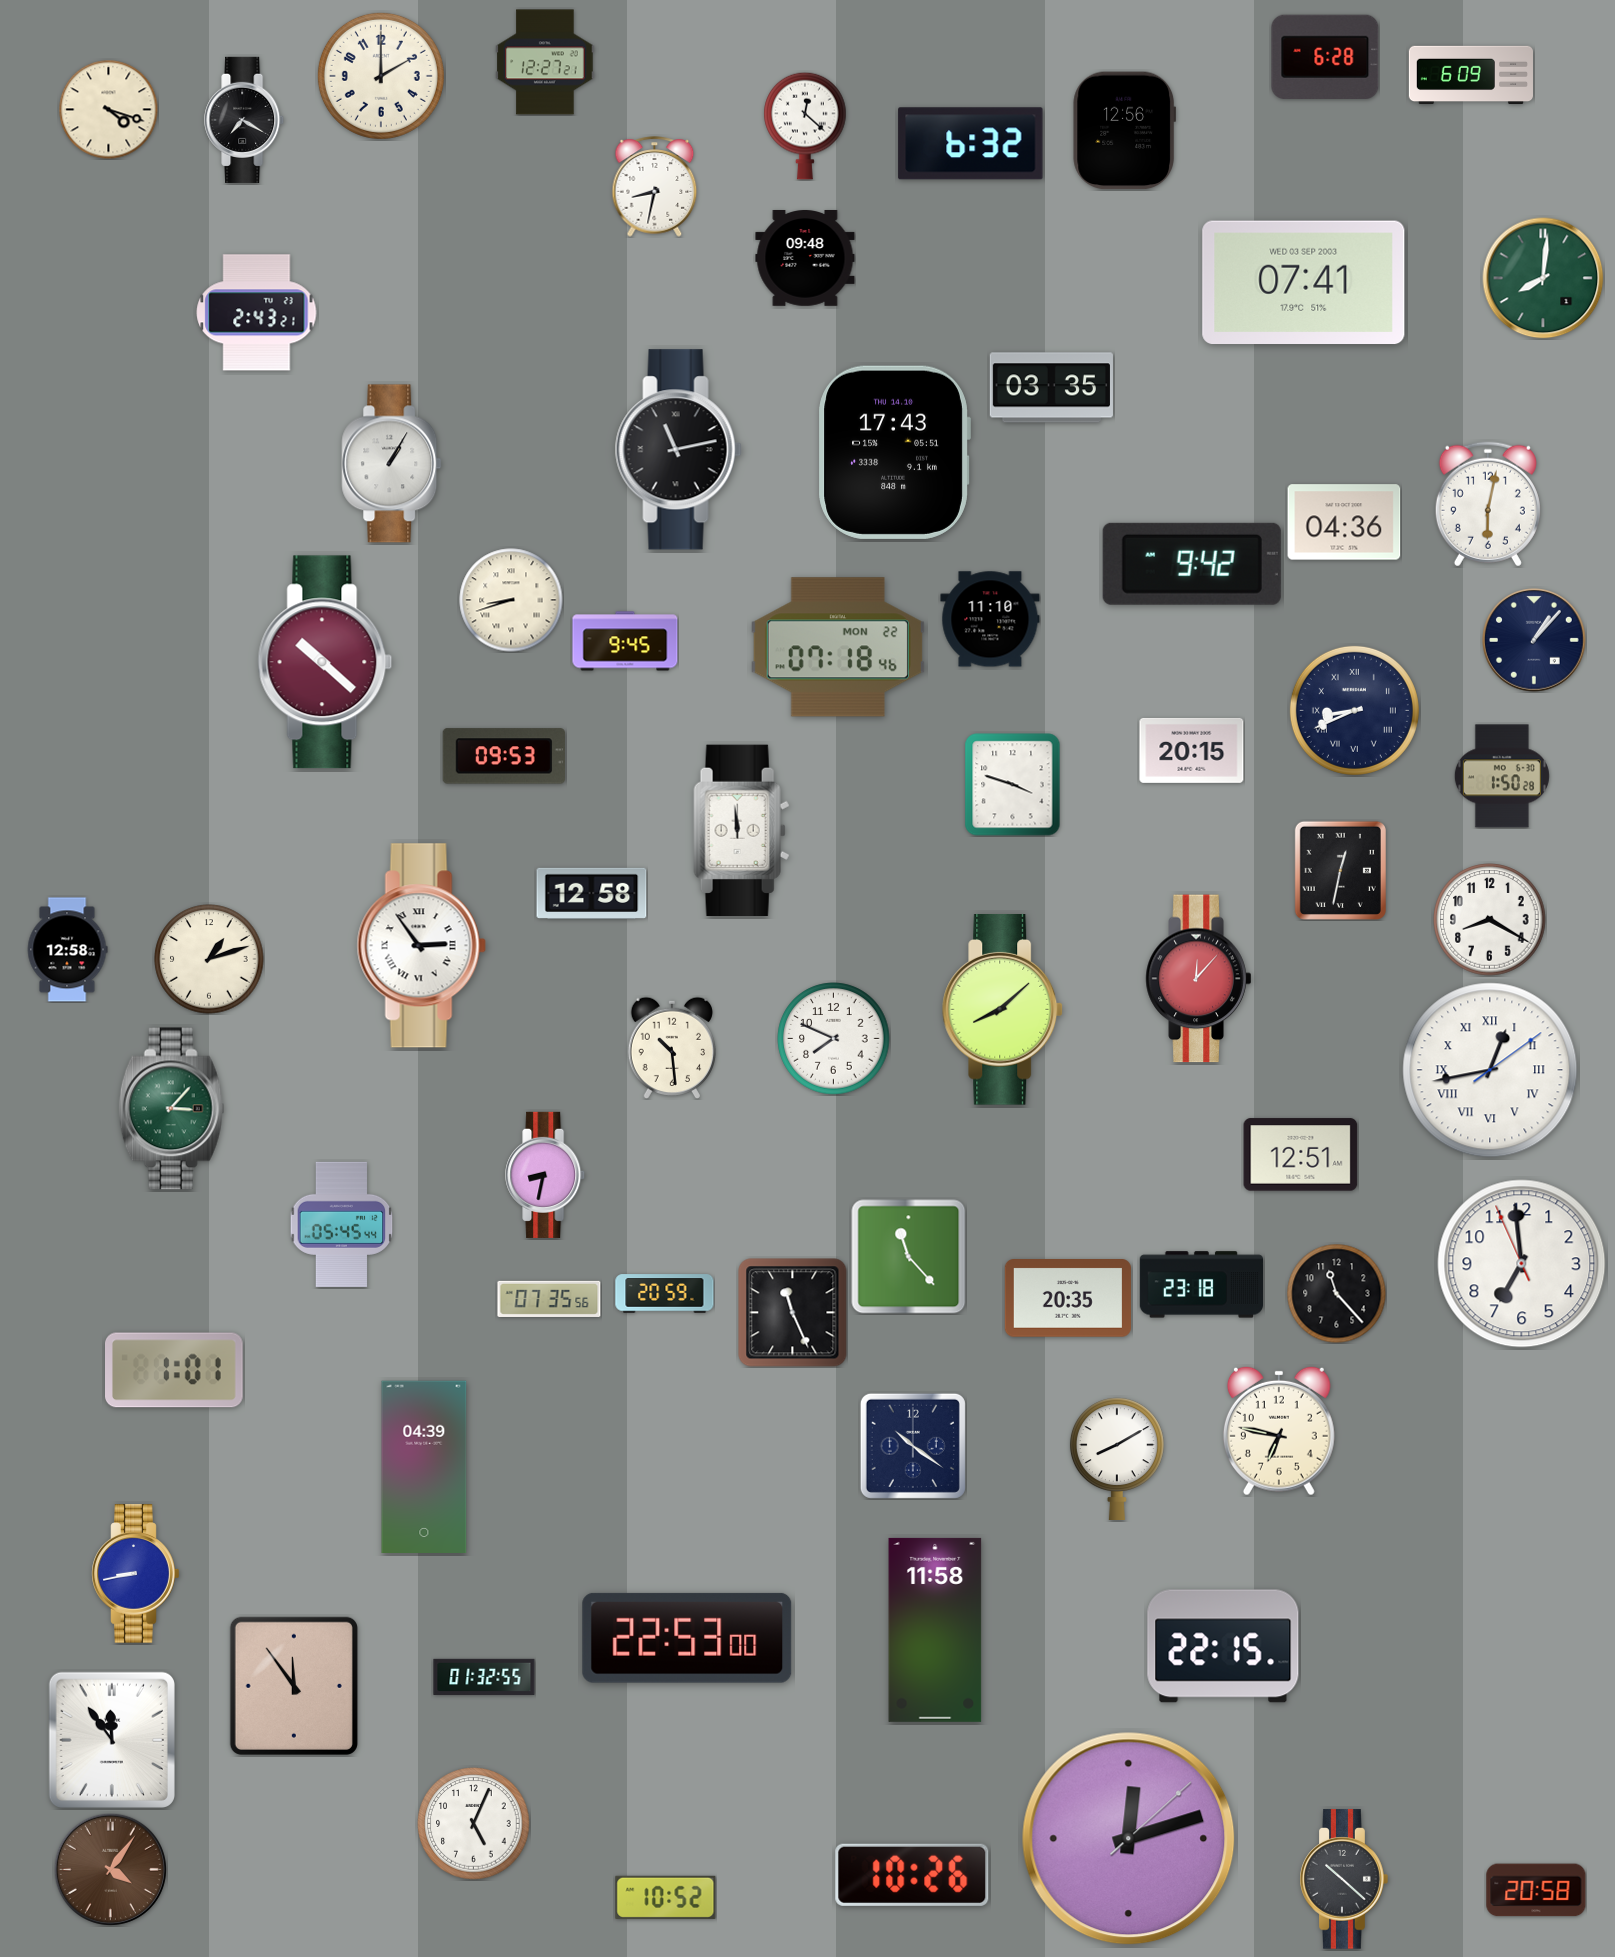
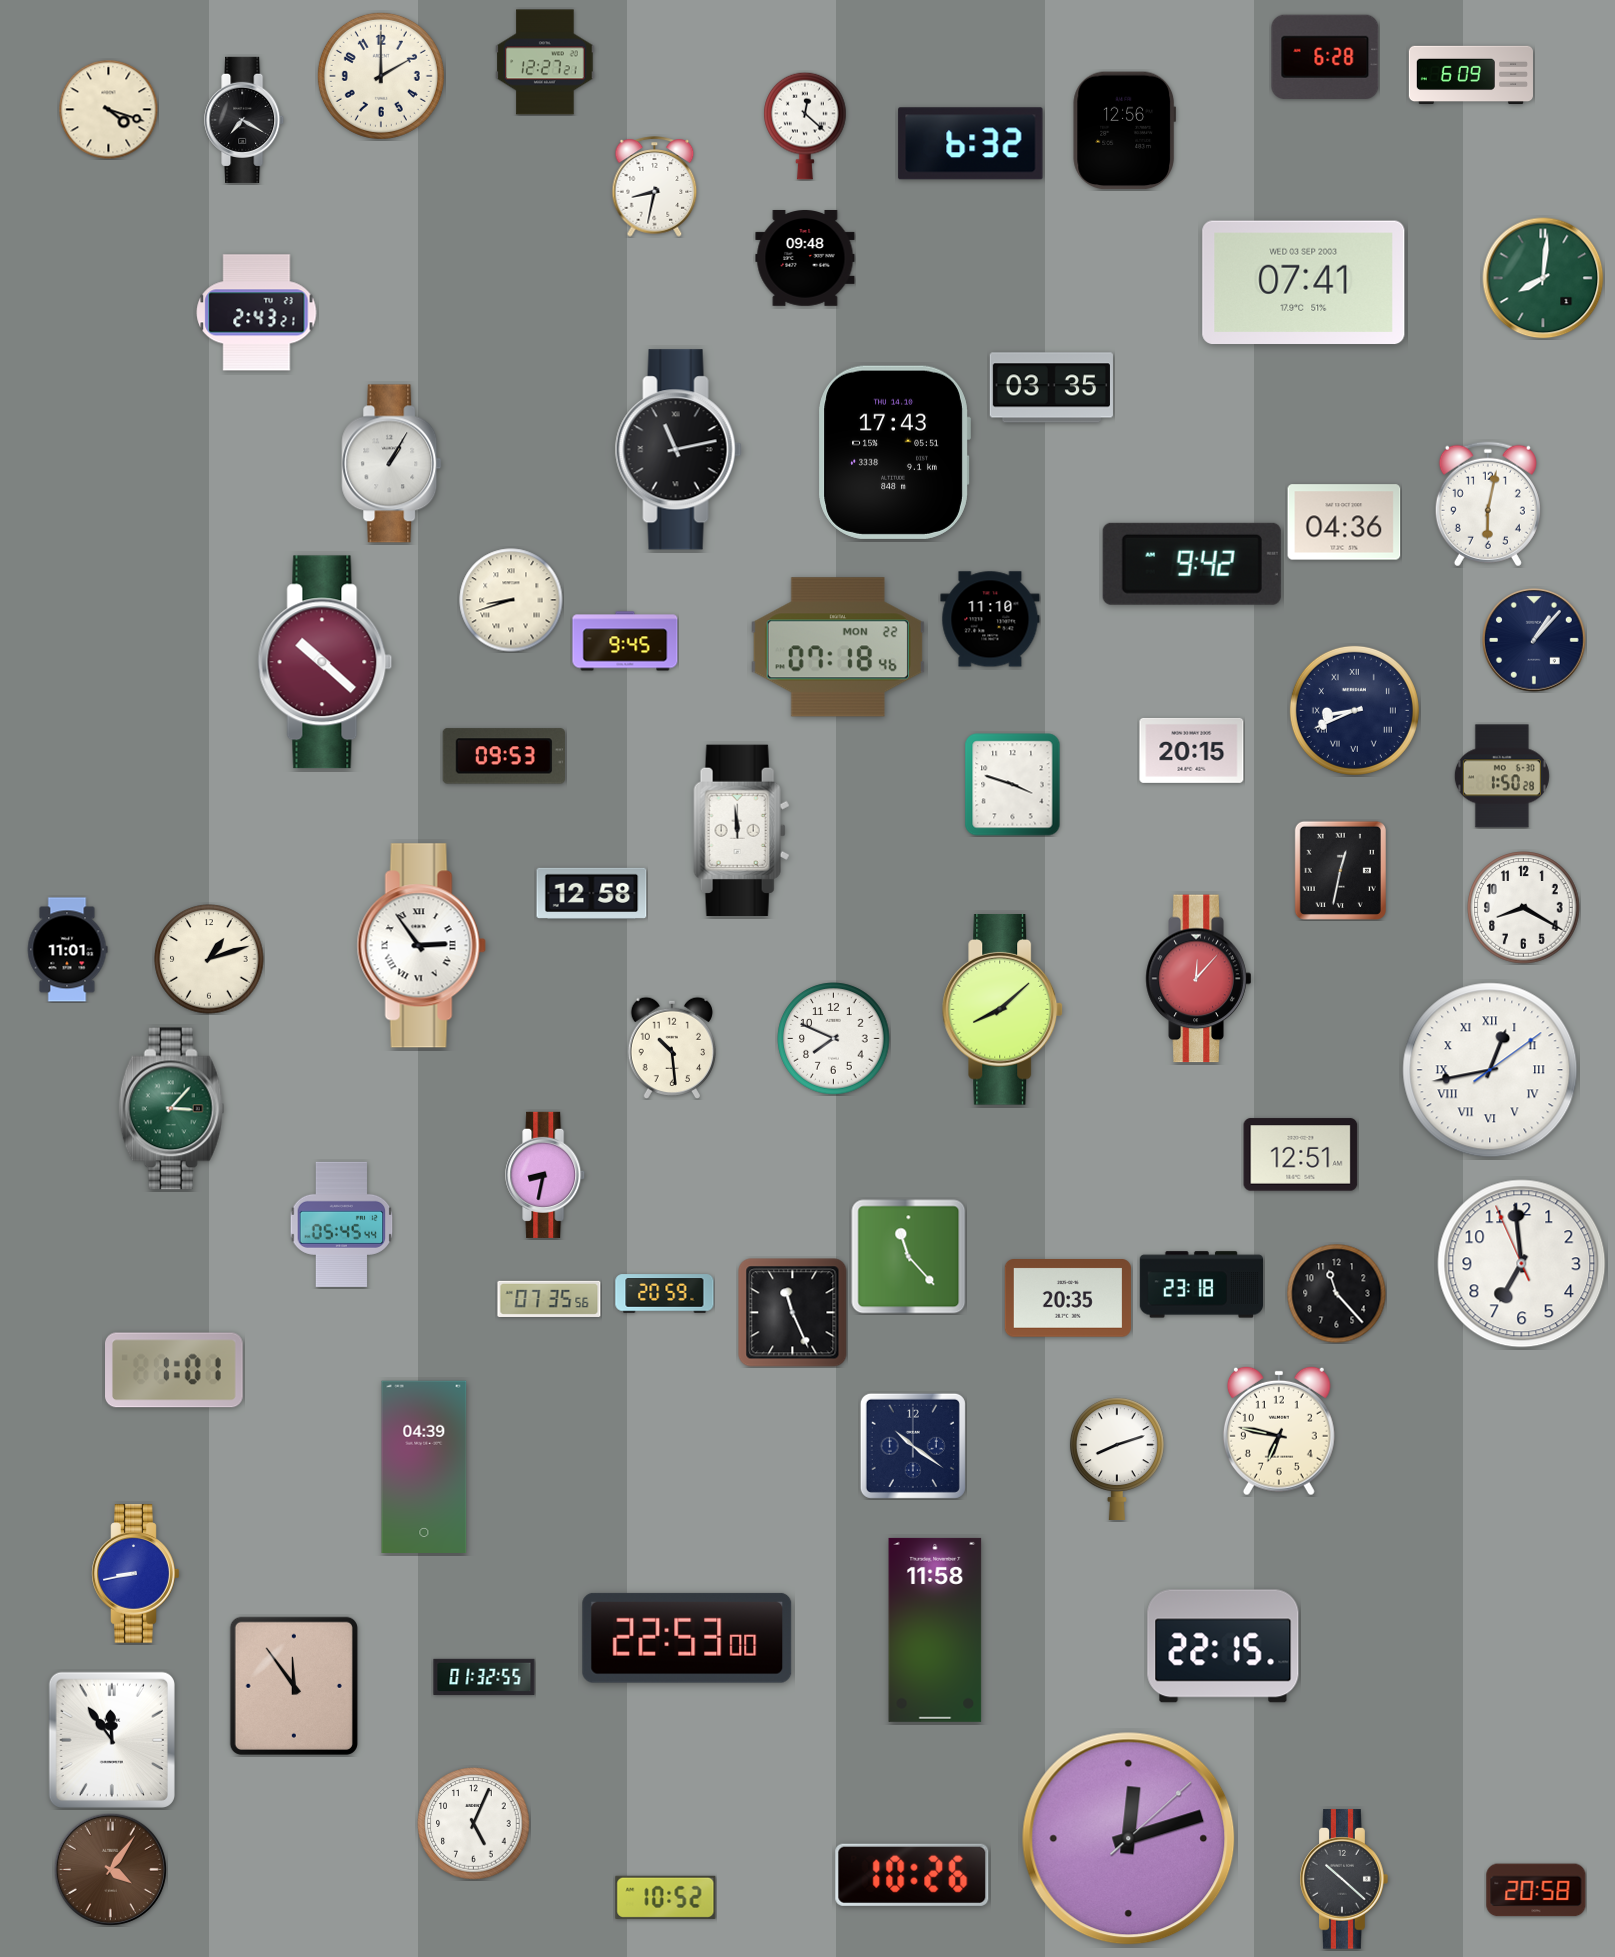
clock at (1490, 920) position: (1490, 920) -> (1524, 908)
clock at (67, 950): 12:58 -> 11:01
clock at (1117, 1458): 8:10 -> 8:12
